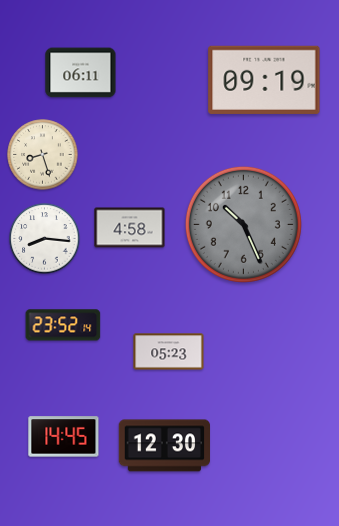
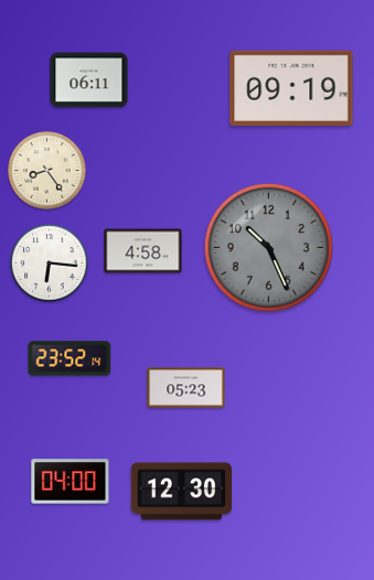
clock at (43, 155): 8:27 -> 8:24
clock at (45, 239): 8:16 -> 6:16
clock at (64, 437): 14:45 -> 04:00
